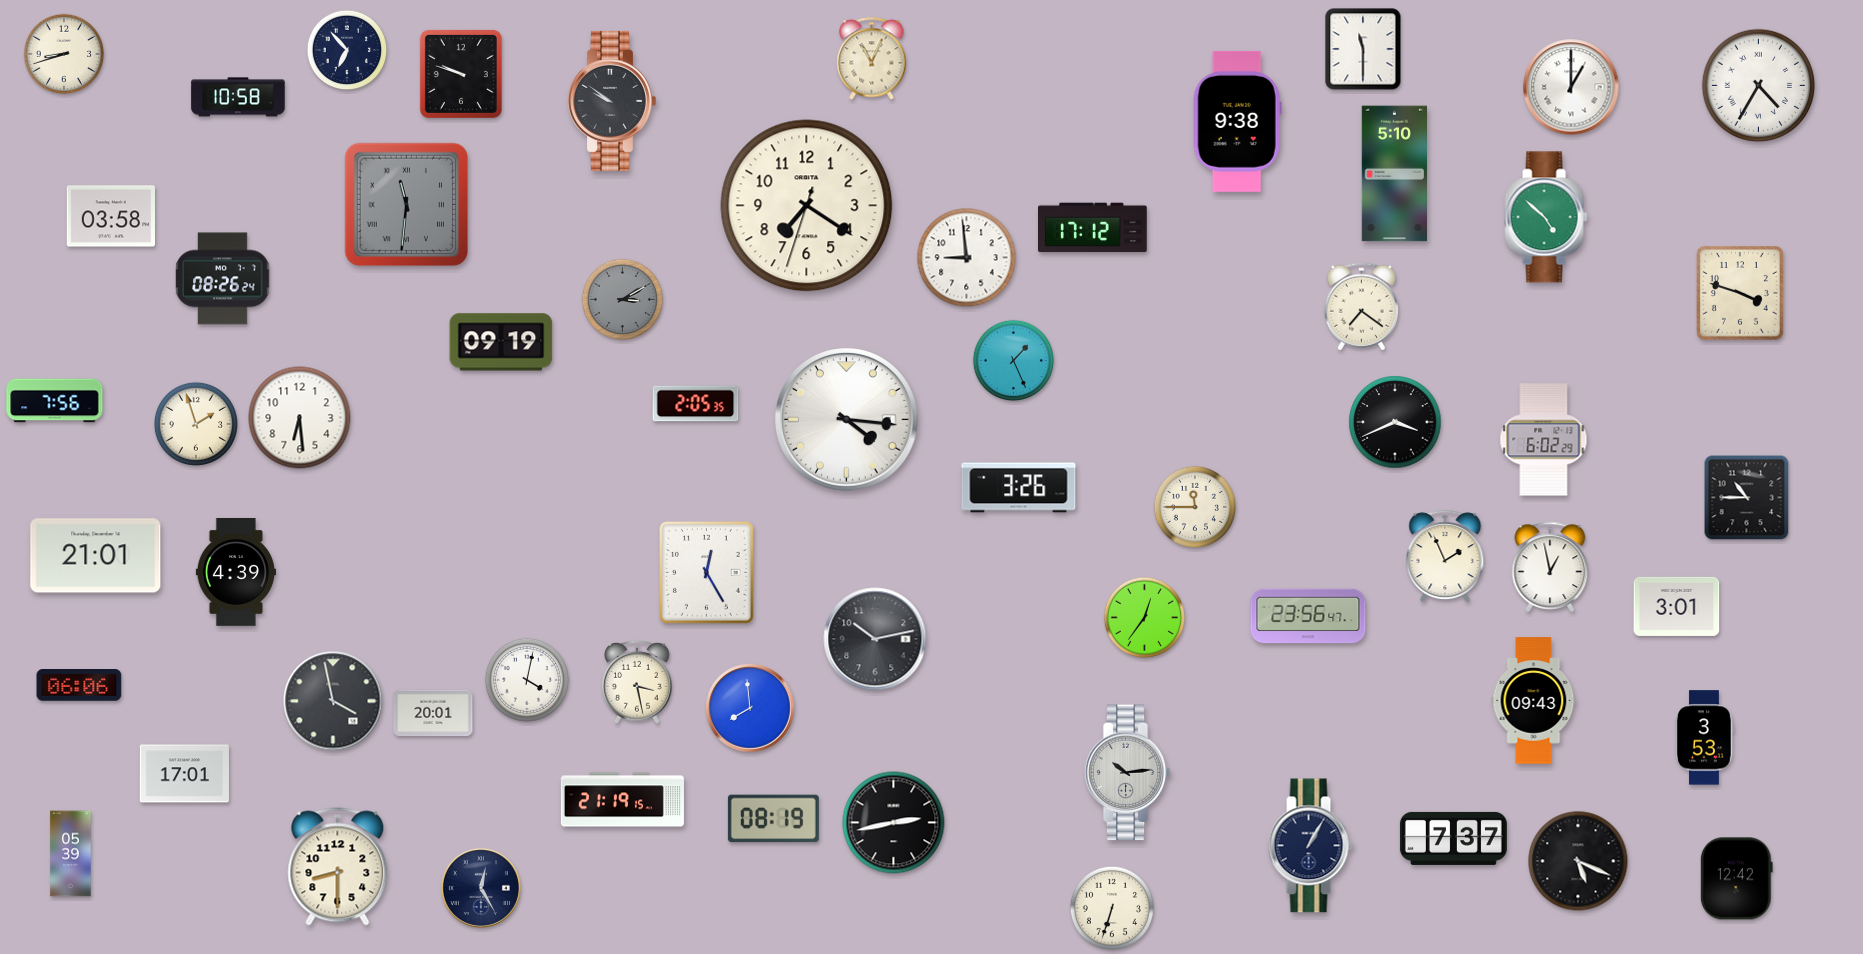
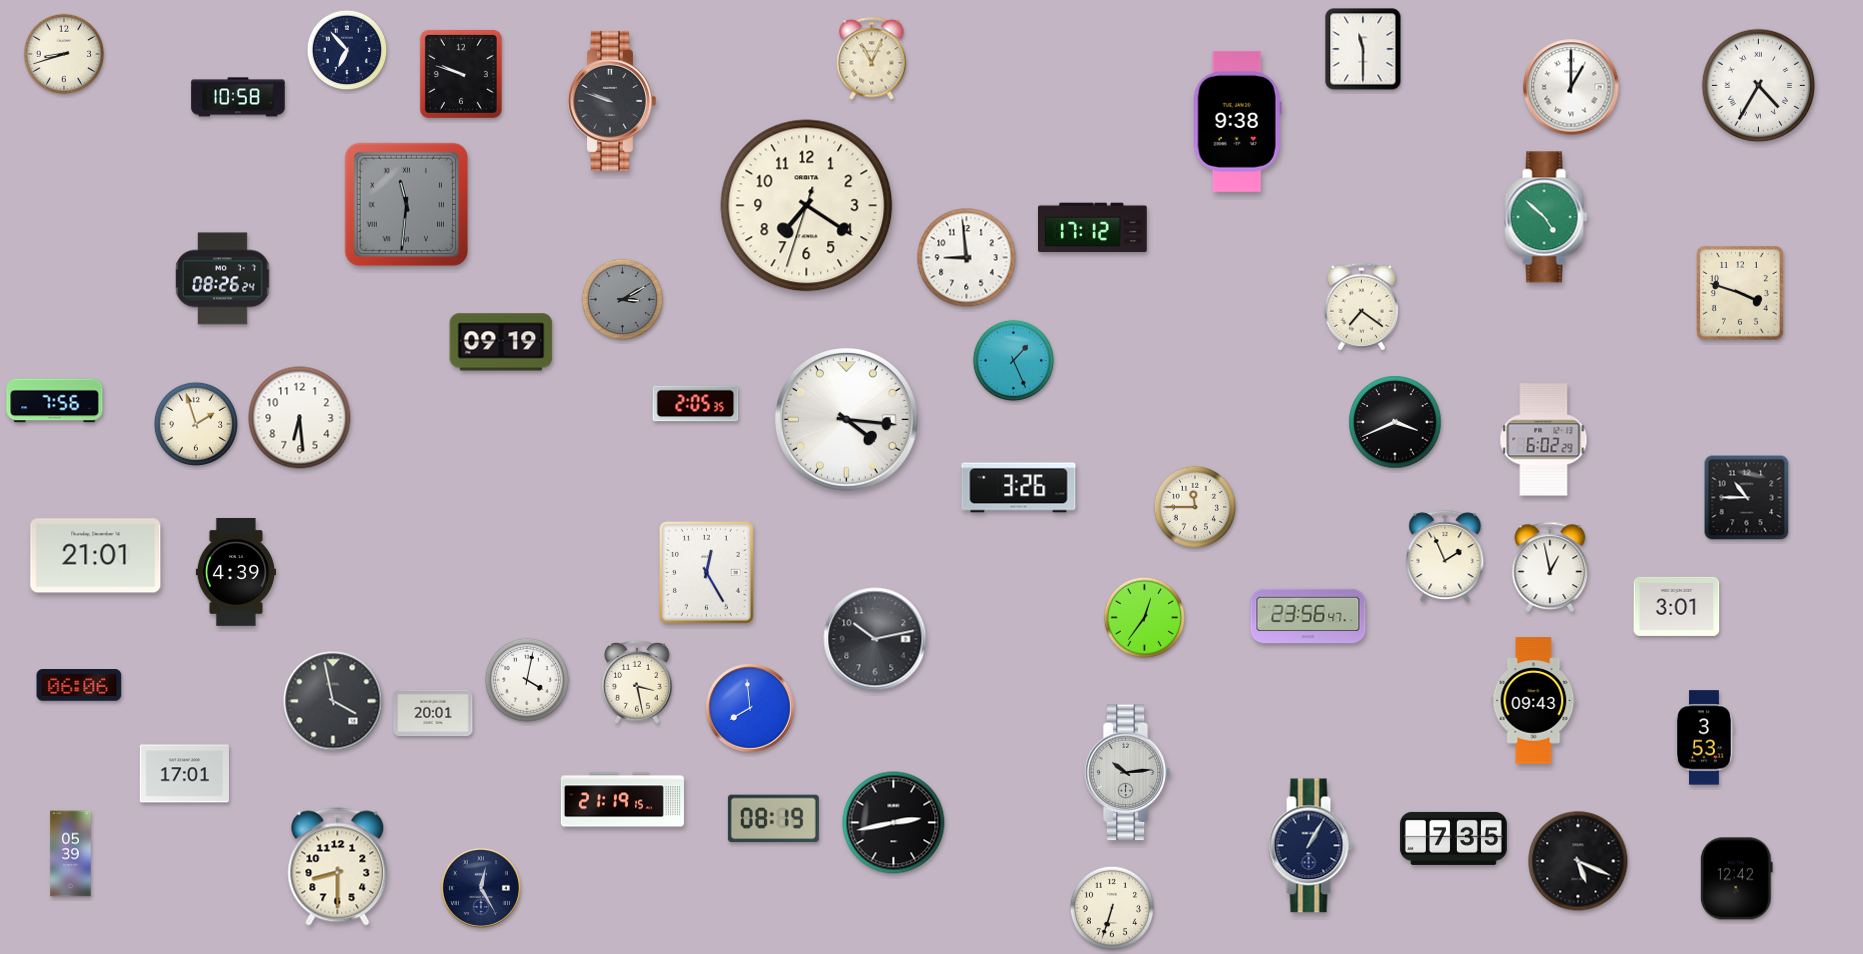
clock at (611, 101): 9:51 -> 9:48
clock at (1395, 174): 5:10 -> none
clock at (110, 216): 03:58 -> none
clock at (1453, 838): 7:37 -> 7:35
